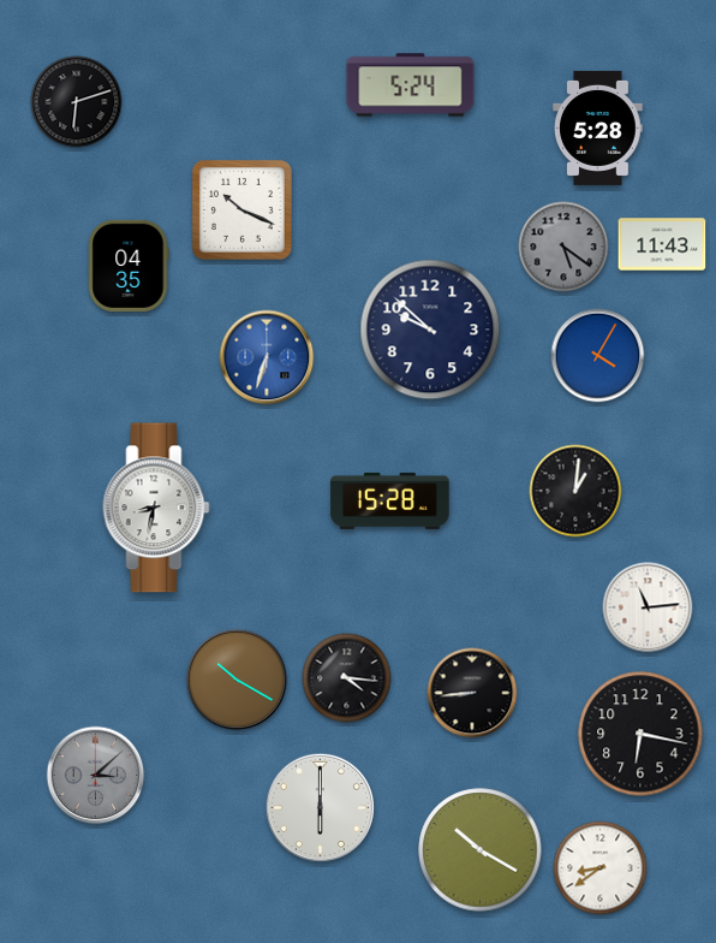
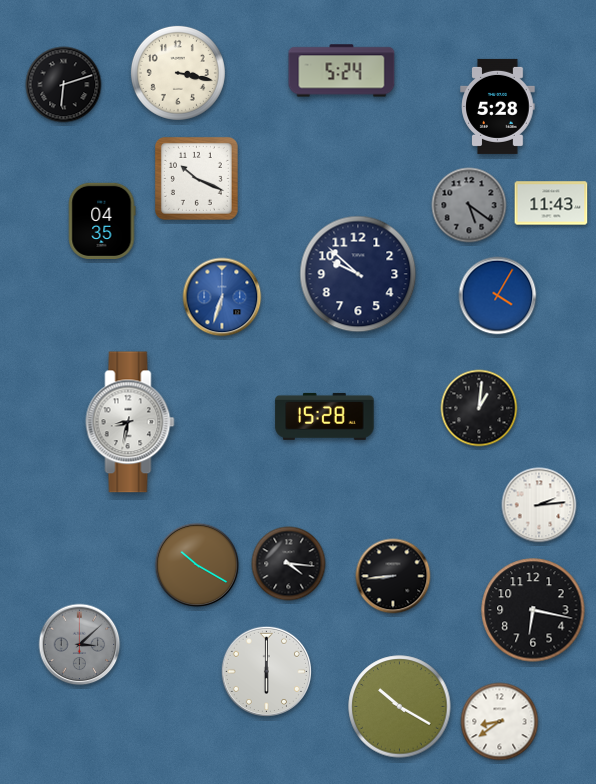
clock at (178, 73): none -> 3:17
clock at (241, 209) position: (241, 209) -> (196, 178)
clock at (129, 265) position: (129, 265) -> (102, 220)
clock at (648, 607): 11:14 -> 2:14
